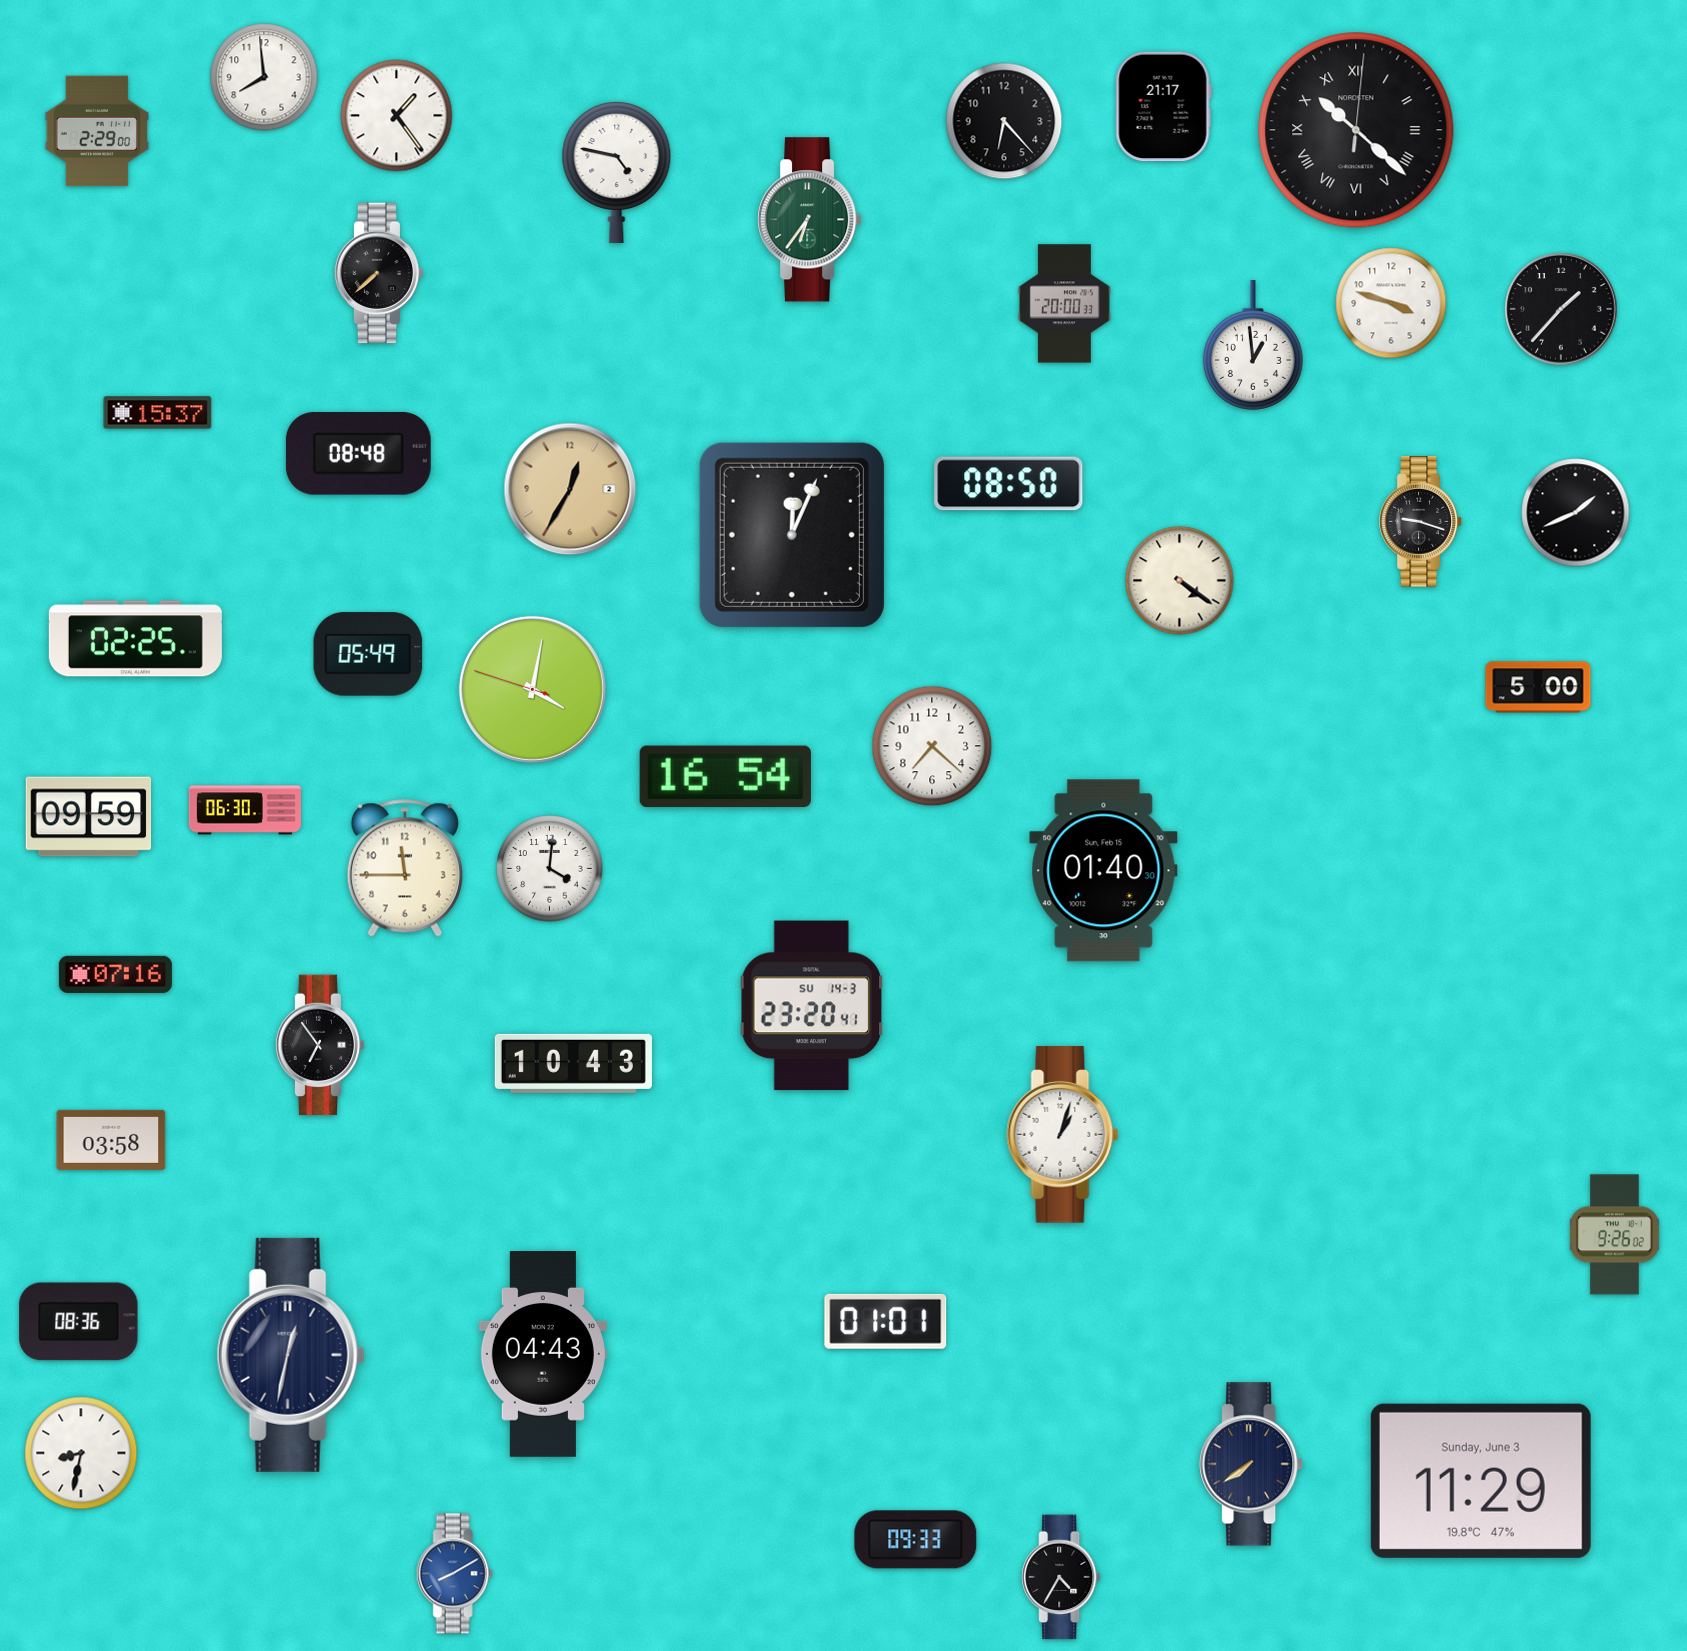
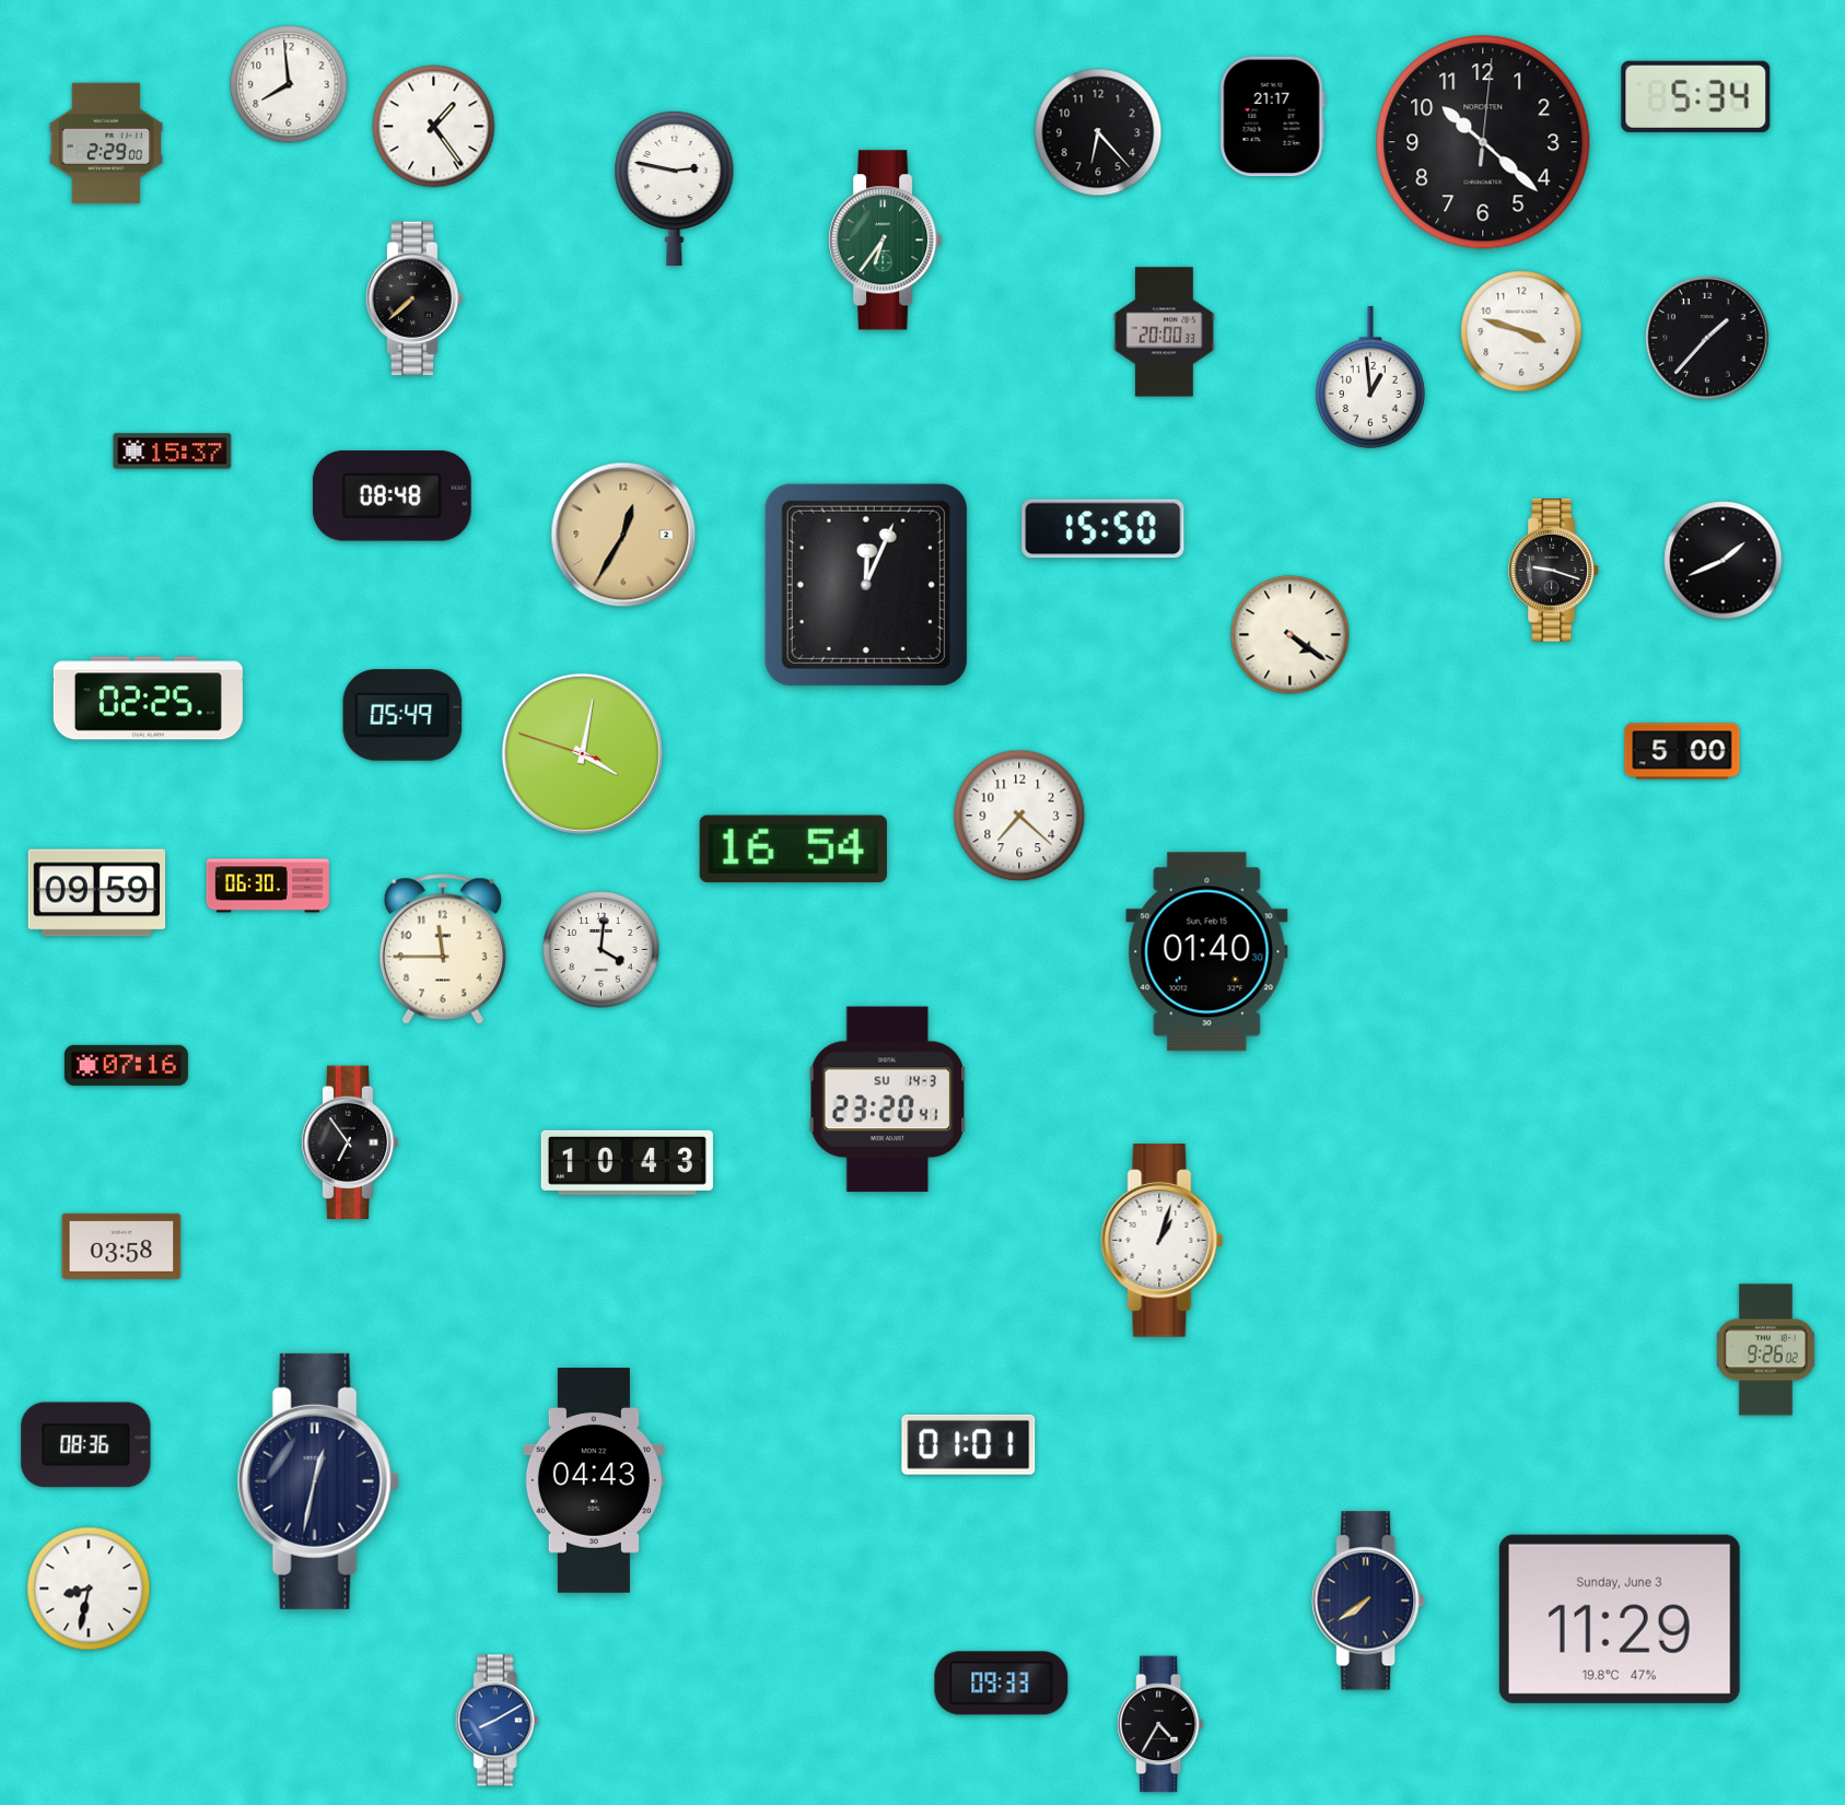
clock at (1696, 96): none -> 5:34
clock at (1356, 130) numerals: Roman -> Arabic
clock at (617, 172): 4:47 -> 2:47
clock at (1009, 484): 08:50 -> 15:50
